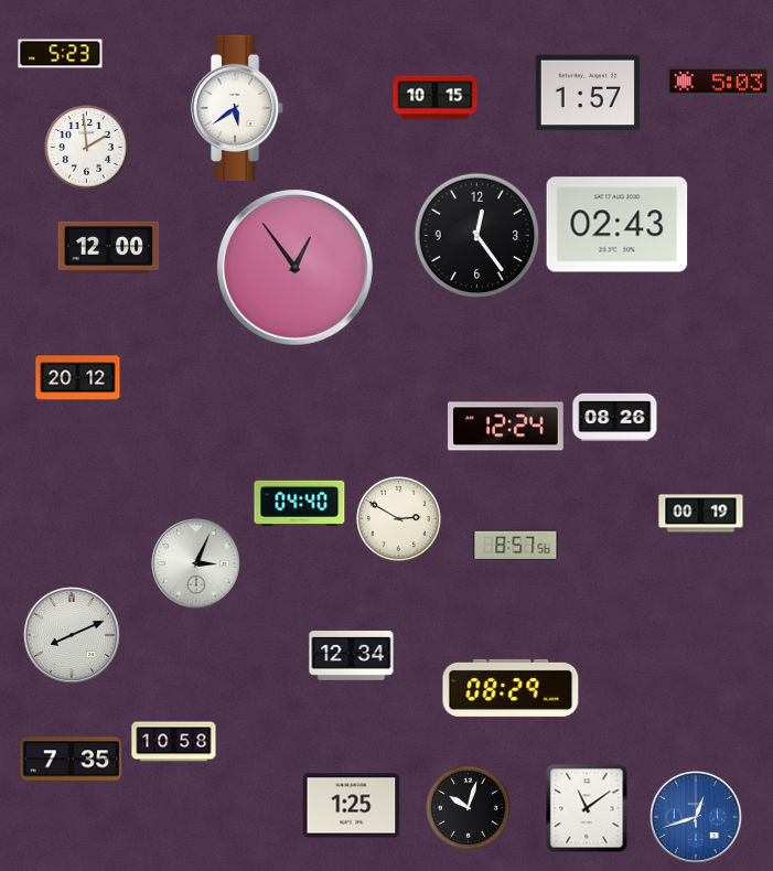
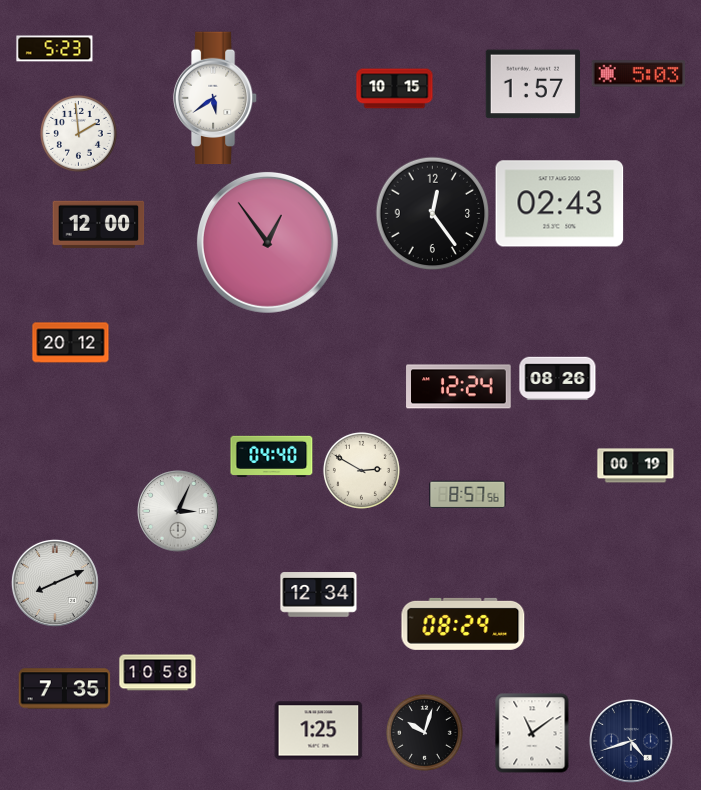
clock at (719, 82) position: (719, 82) -> (639, 74)
clock at (72, 635) position: (72, 635) -> (55, 583)
clock at (697, 818): 12:42 -> 4:42
clock at (697, 818) dial: blue -> navy
